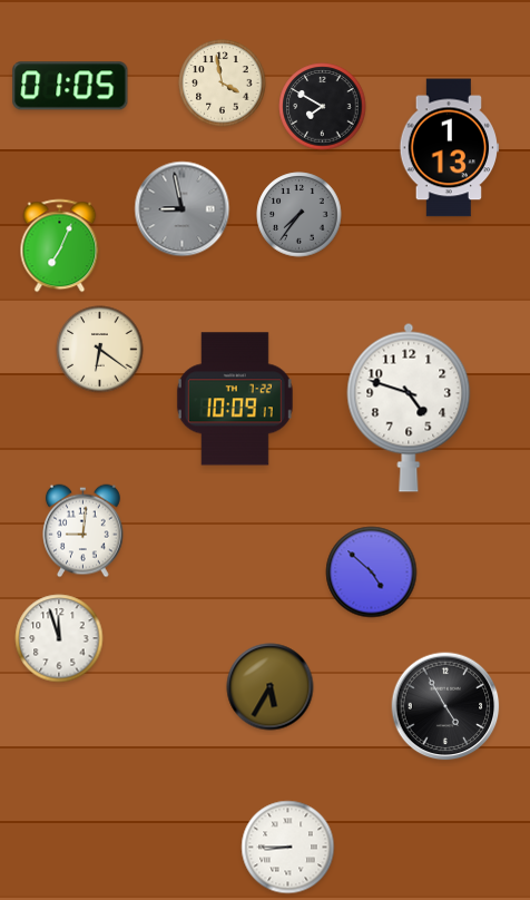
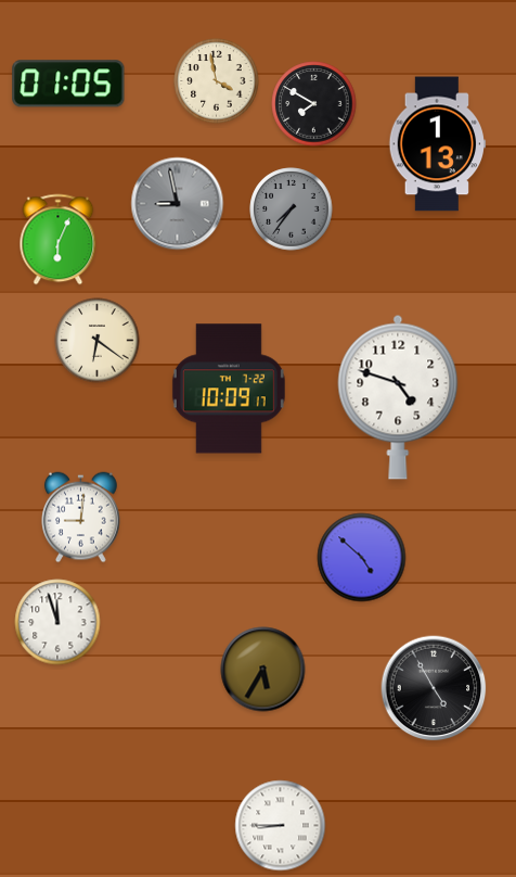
clock at (60, 246): 7:04 -> 6:04
